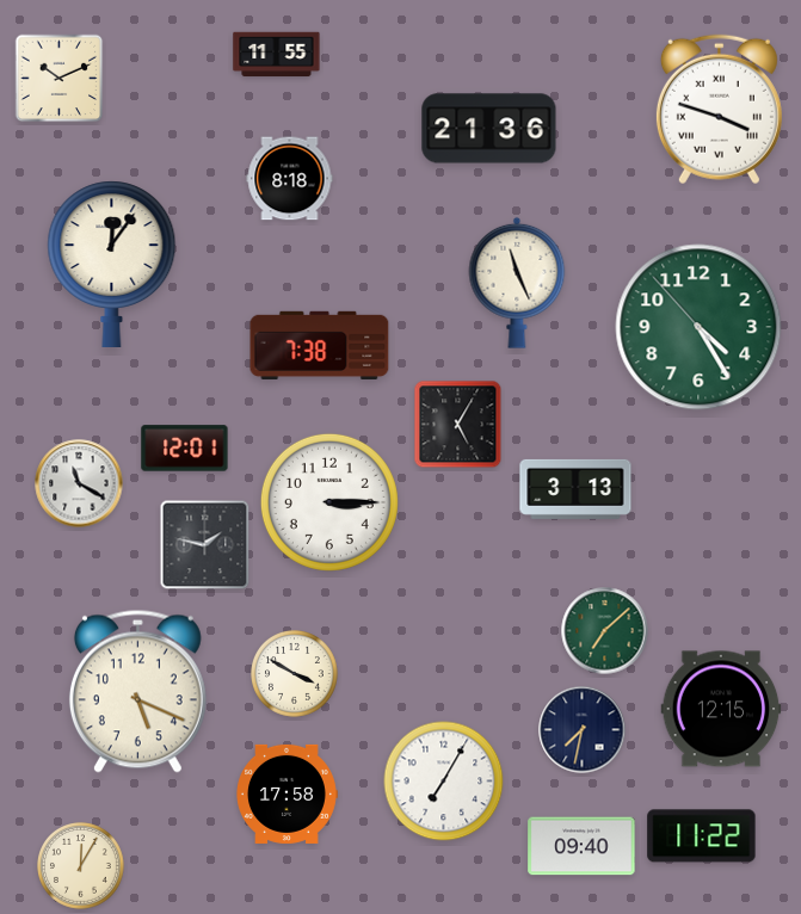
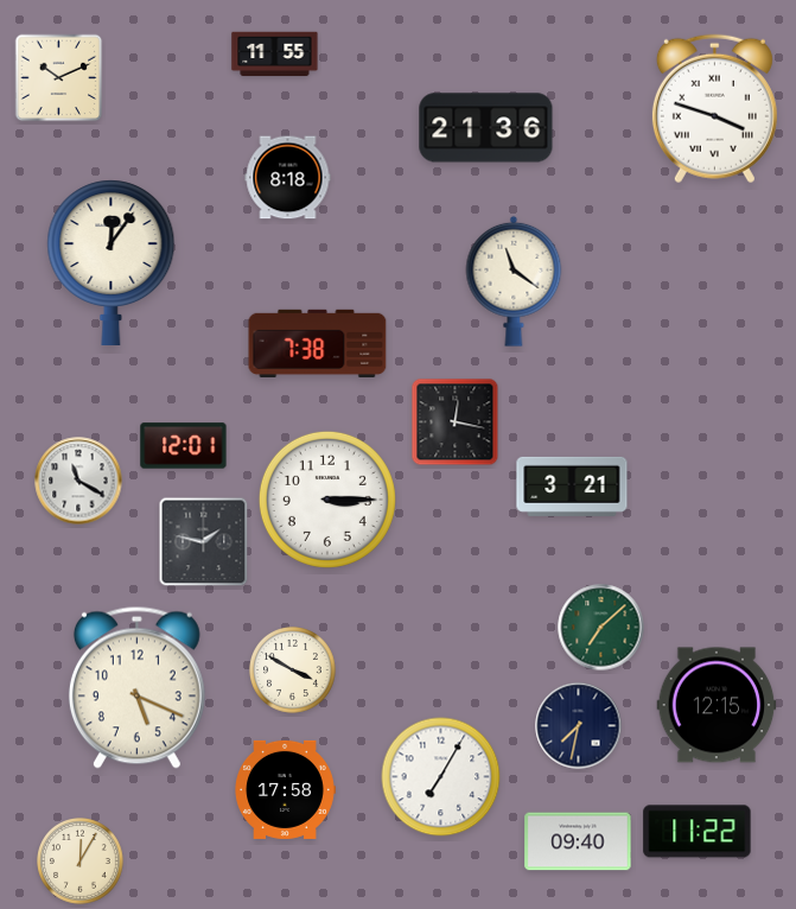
clock at (517, 283): 11:26 -> 11:21
clock at (698, 327): 4:24 -> none
clock at (458, 425): 5:05 -> 12:17
clock at (575, 489): 3:13 -> 3:21
